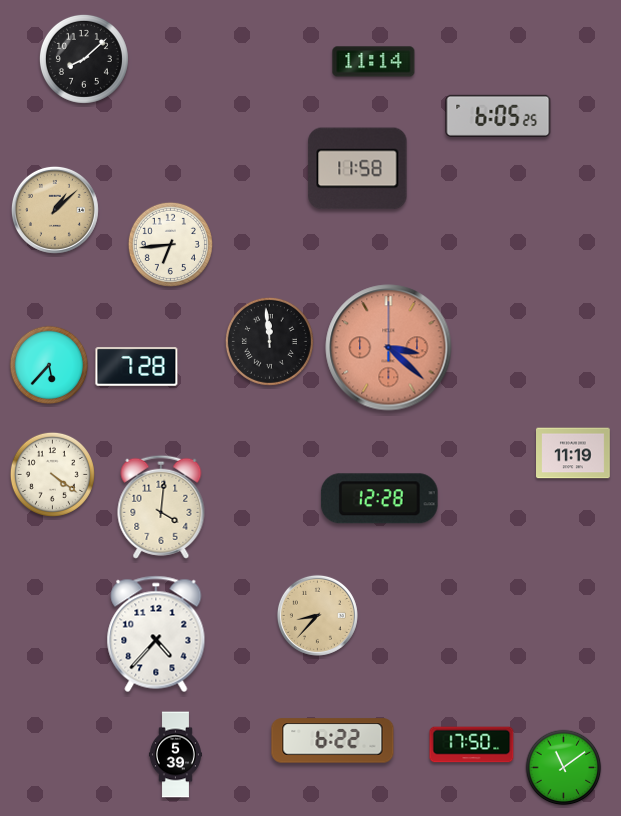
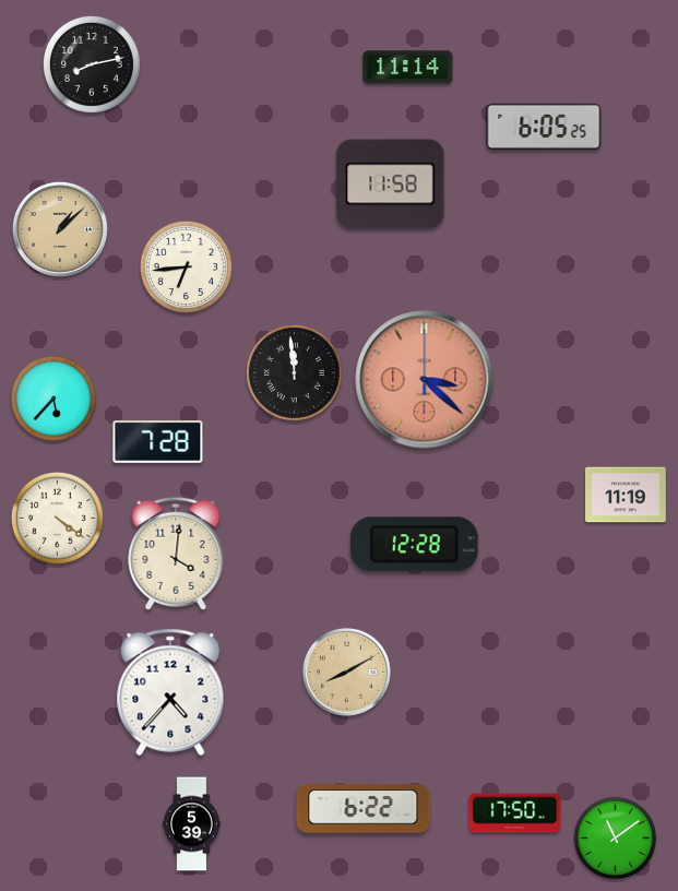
clock at (84, 59): 8:08 -> 8:13
clock at (137, 367) position: (137, 367) -> (158, 442)
clock at (317, 615): 8:37 -> 8:10
